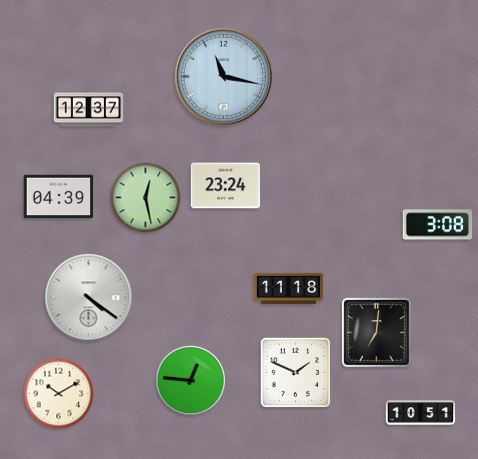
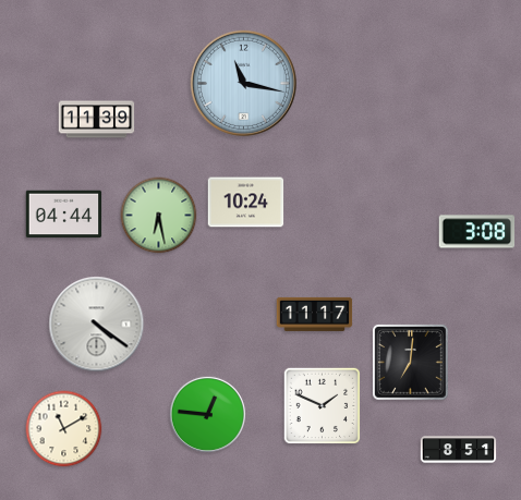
clock at (89, 110): 12:37 -> 11:39
clock at (226, 186): 23:24 -> 10:24
clock at (59, 197): 04:39 -> 04:44
clock at (146, 198): 12:28 -> 6:28
clock at (438, 225) position: (438, 225) -> (477, 232)
clock at (289, 288): 11:18 -> 11:17
clock at (59, 394): 10:10 -> 11:10
clock at (421, 413): 10:51 -> 8:51
